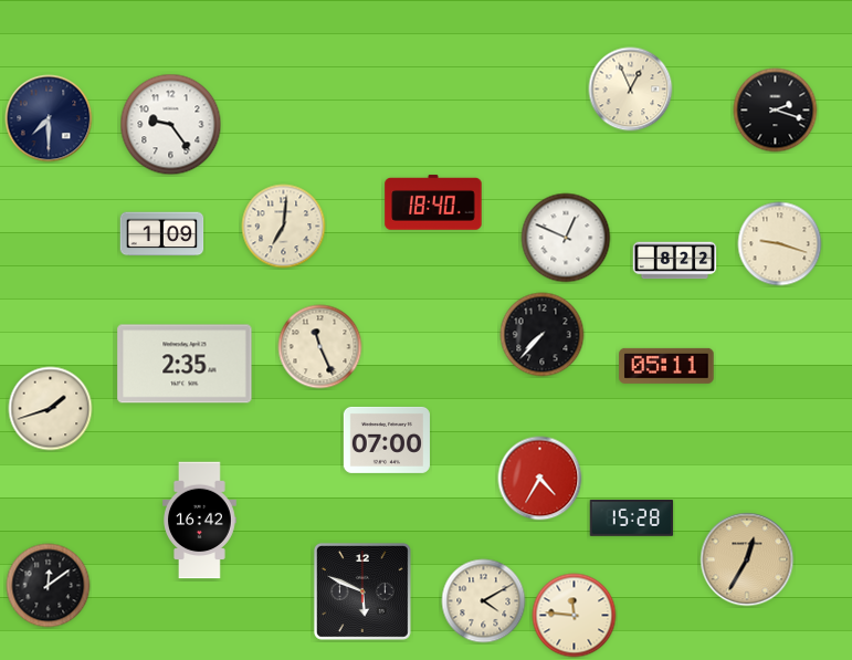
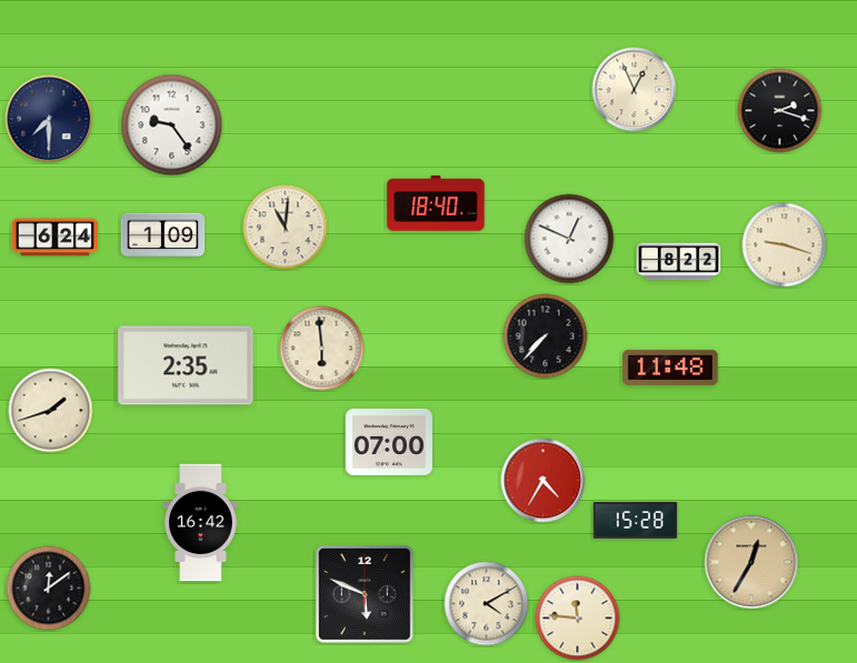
clock at (284, 227): 7:01 -> 11:01
clock at (56, 238): none -> 6:24
clock at (320, 347): 11:26 -> 5:59
clock at (666, 366): 05:11 -> 11:48
